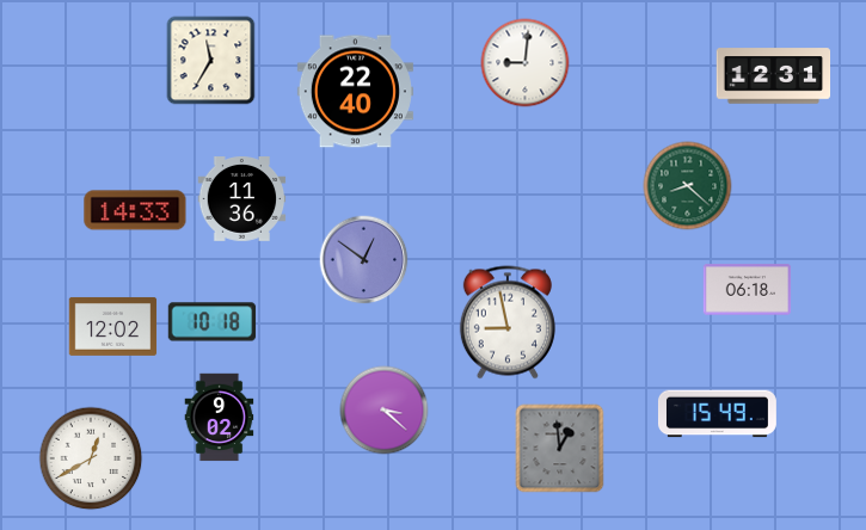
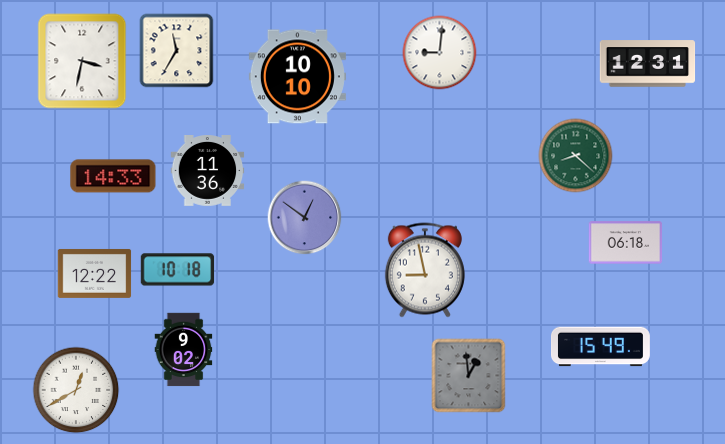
clock at (82, 61): none -> 3:32
clock at (355, 92): 22:40 -> 10:10
clock at (242, 199) position: (242, 199) -> (208, 171)
clock at (113, 326): 12:02 -> 12:22
clock at (385, 411): 3:22 -> none
clock at (91, 458) position: (91, 458) -> (76, 390)
